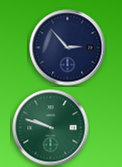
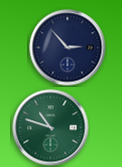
clock at (51, 128): 9:48 -> 10:48
